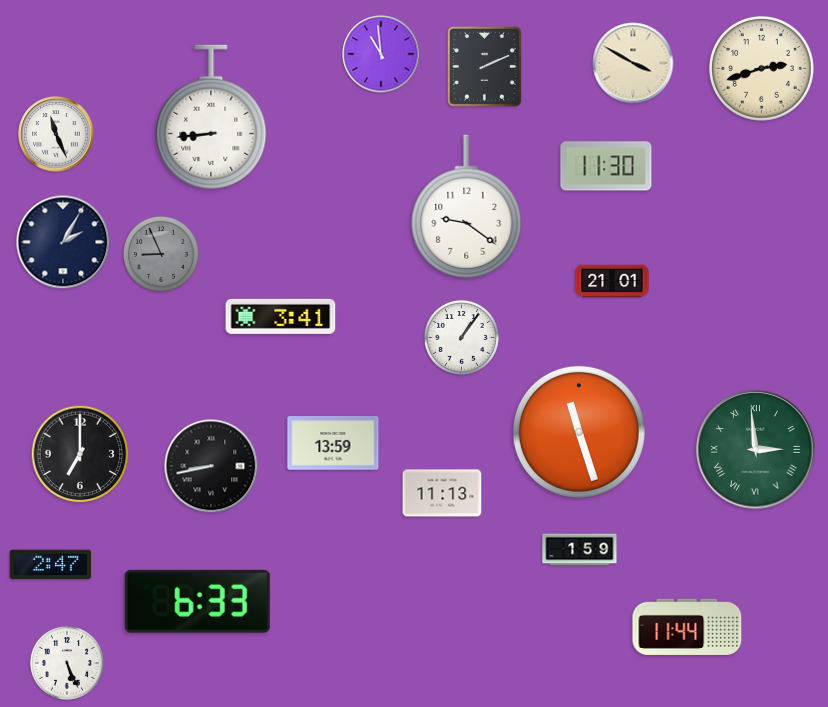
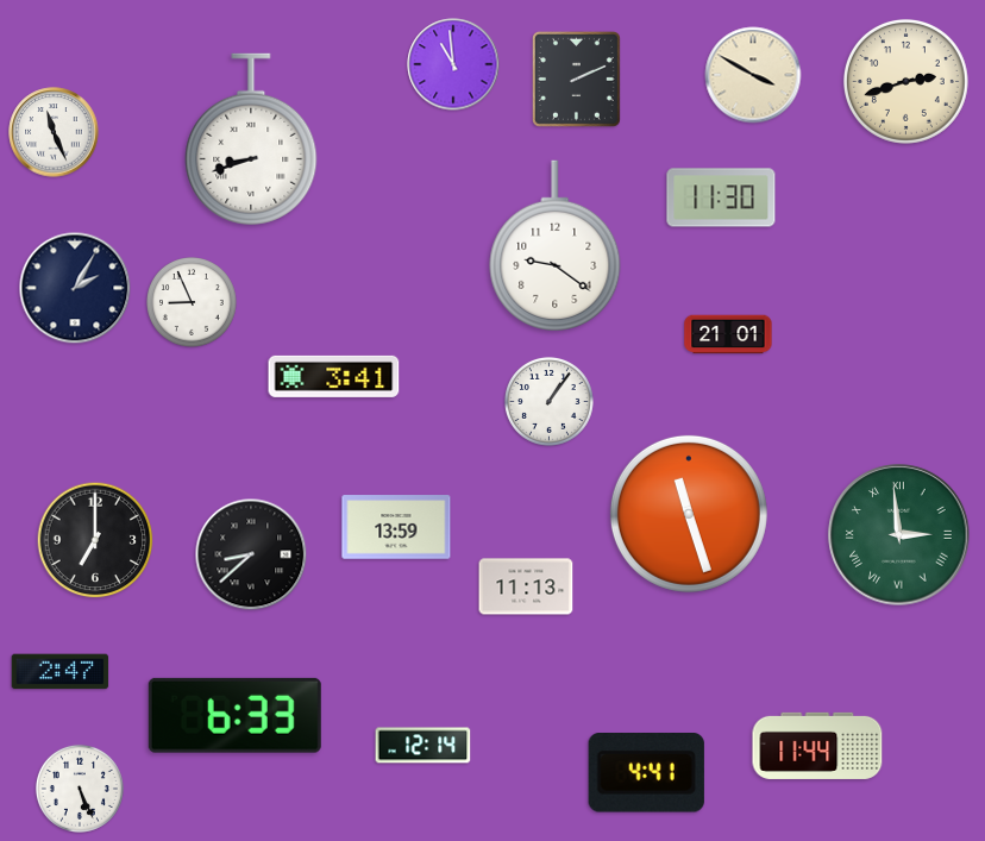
clock at (211, 117): 8:44 -> 8:42
clock at (56, 134) position: (56, 134) -> (54, 132)
clock at (162, 255) dial: grey -> white
clock at (211, 466): 8:43 -> 8:38
clock at (580, 550): 1:59 -> none
clock at (424, 746): none -> 12:14
clock at (646, 773): none -> 4:41
